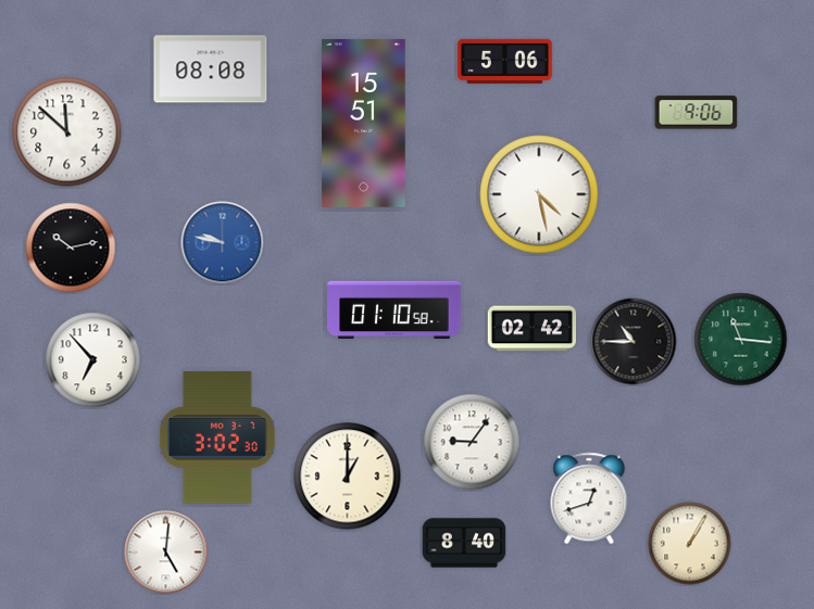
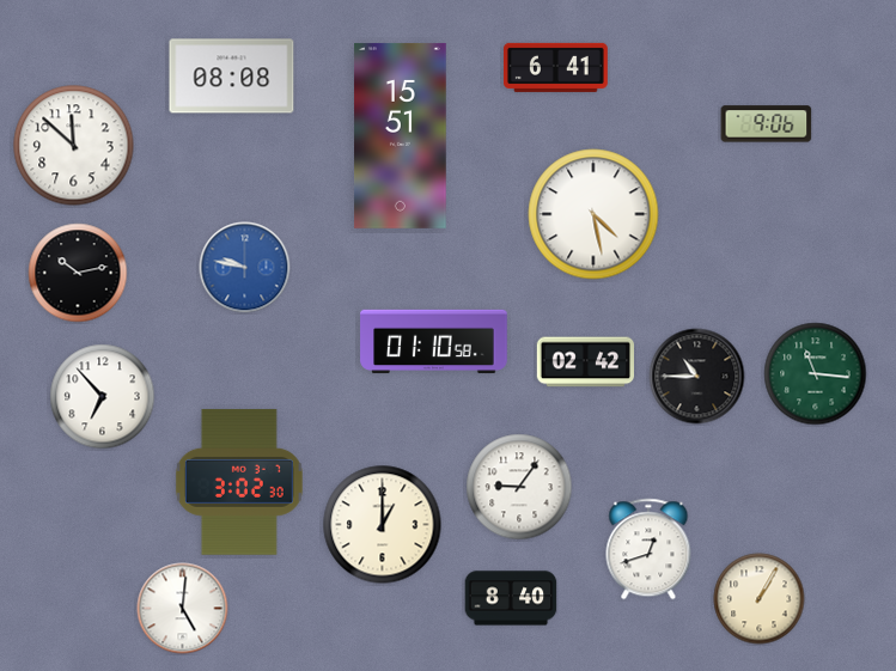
clock at (504, 61): 5:06 -> 6:41
